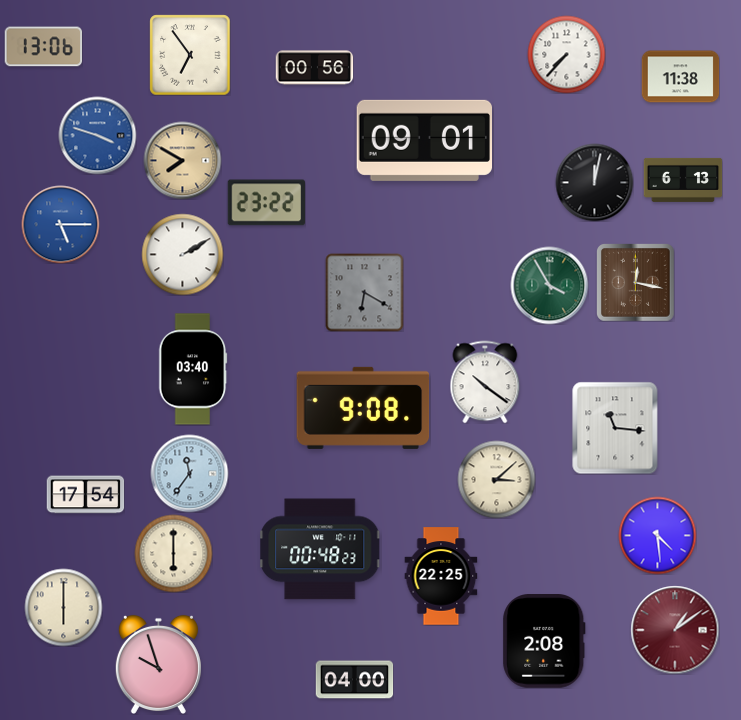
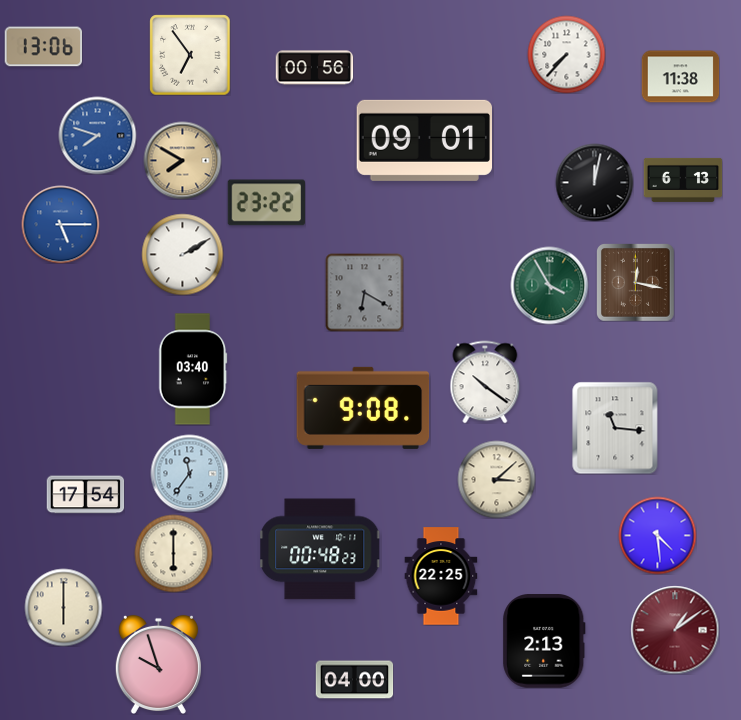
clock at (97, 135): 3:48 -> 7:48
clock at (544, 642): 2:08 -> 2:13
